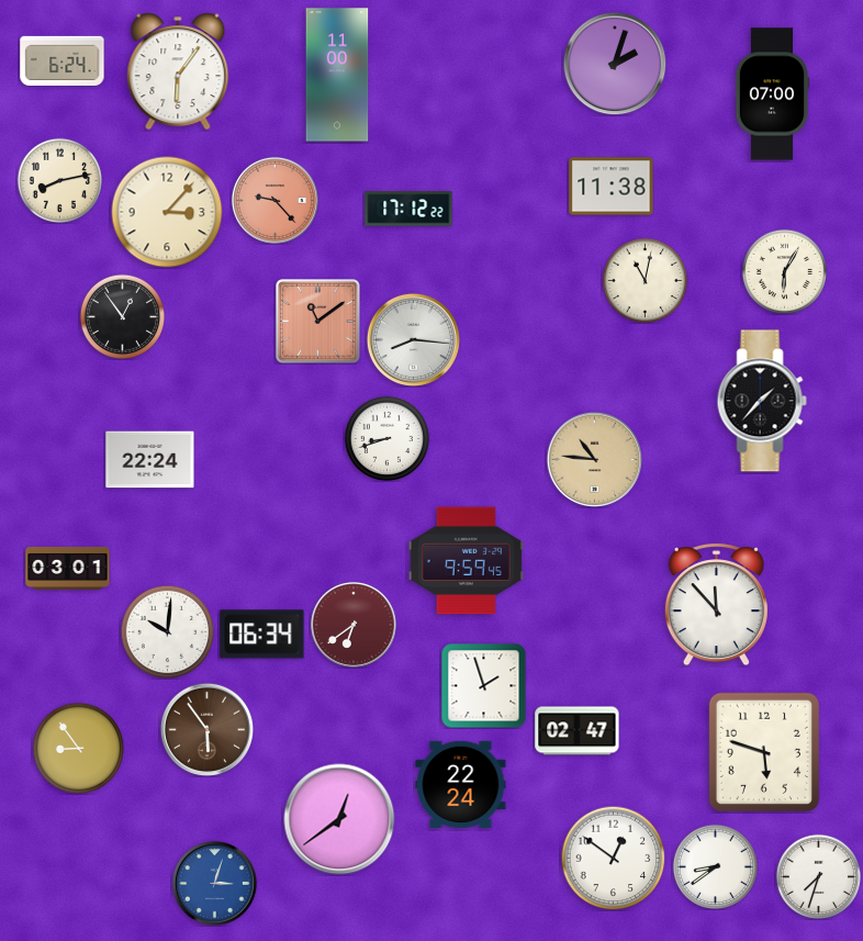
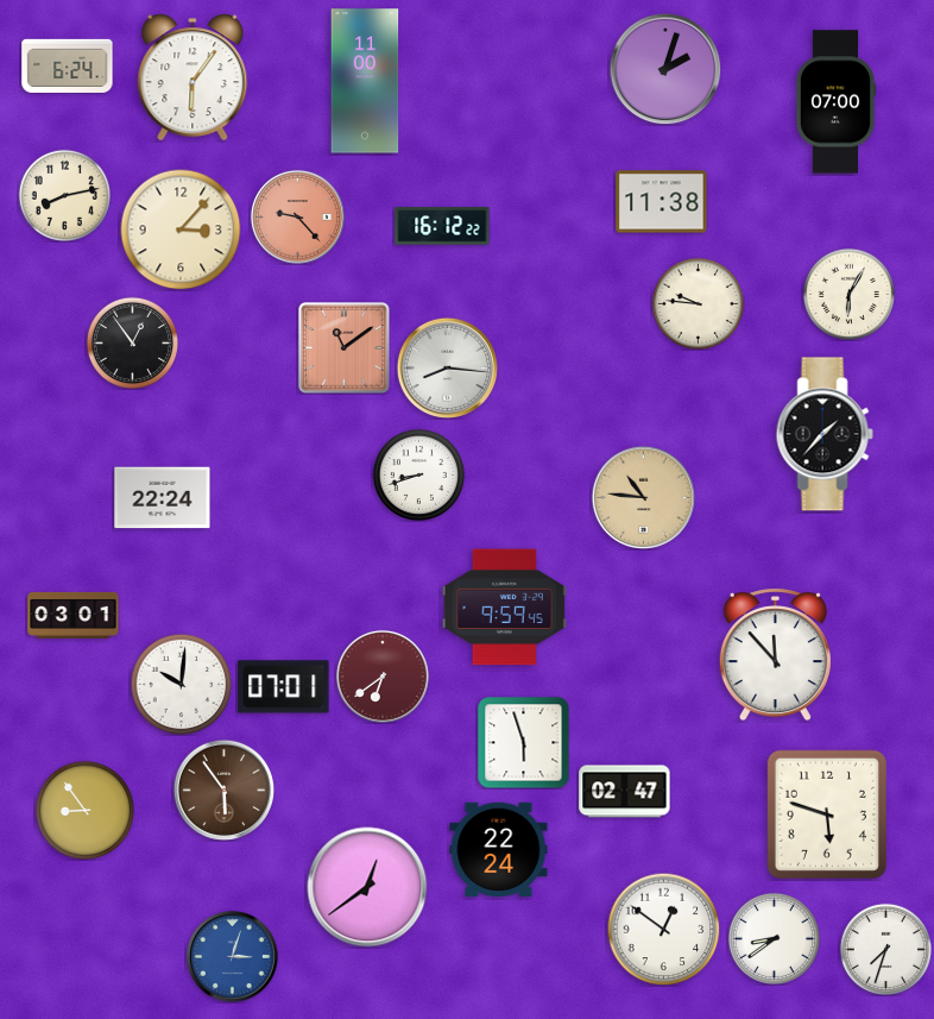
clock at (408, 209): 17:12 -> 16:12
clock at (645, 280): 11:02 -> 9:46
clock at (262, 635): 06:34 -> 07:01
clock at (483, 685): 1:57 -> 5:57
